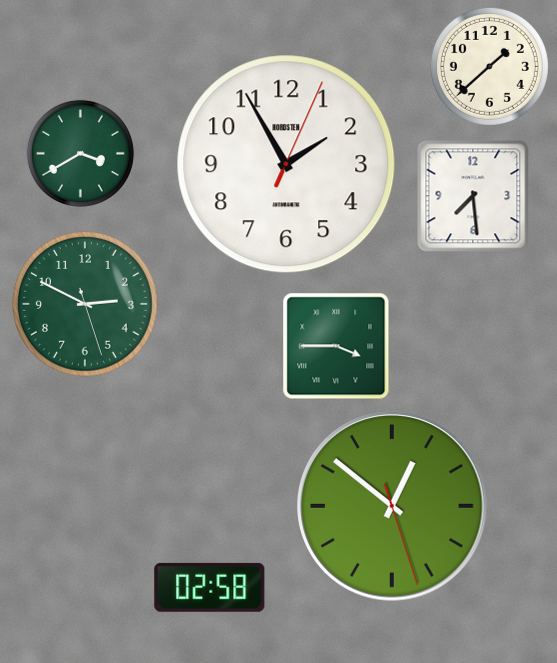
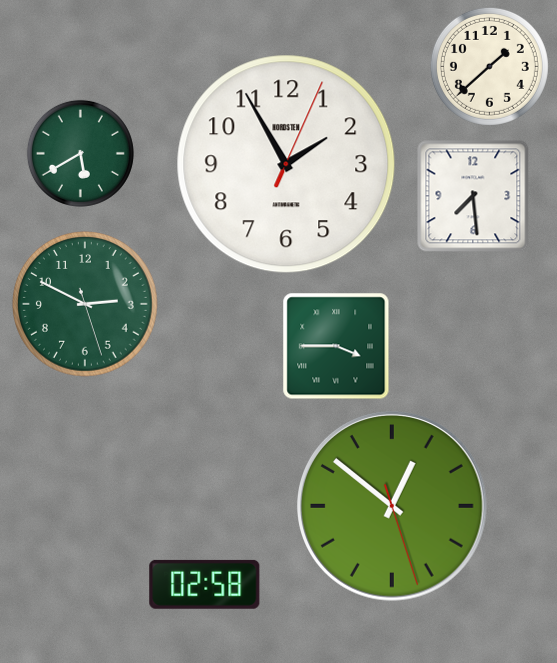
clock at (80, 153): 3:40 -> 5:40
clock at (210, 587) position: (210, 587) -> (205, 584)
